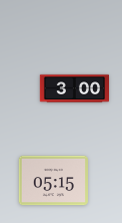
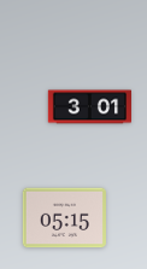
clock at (74, 89): 3:00 -> 3:01
